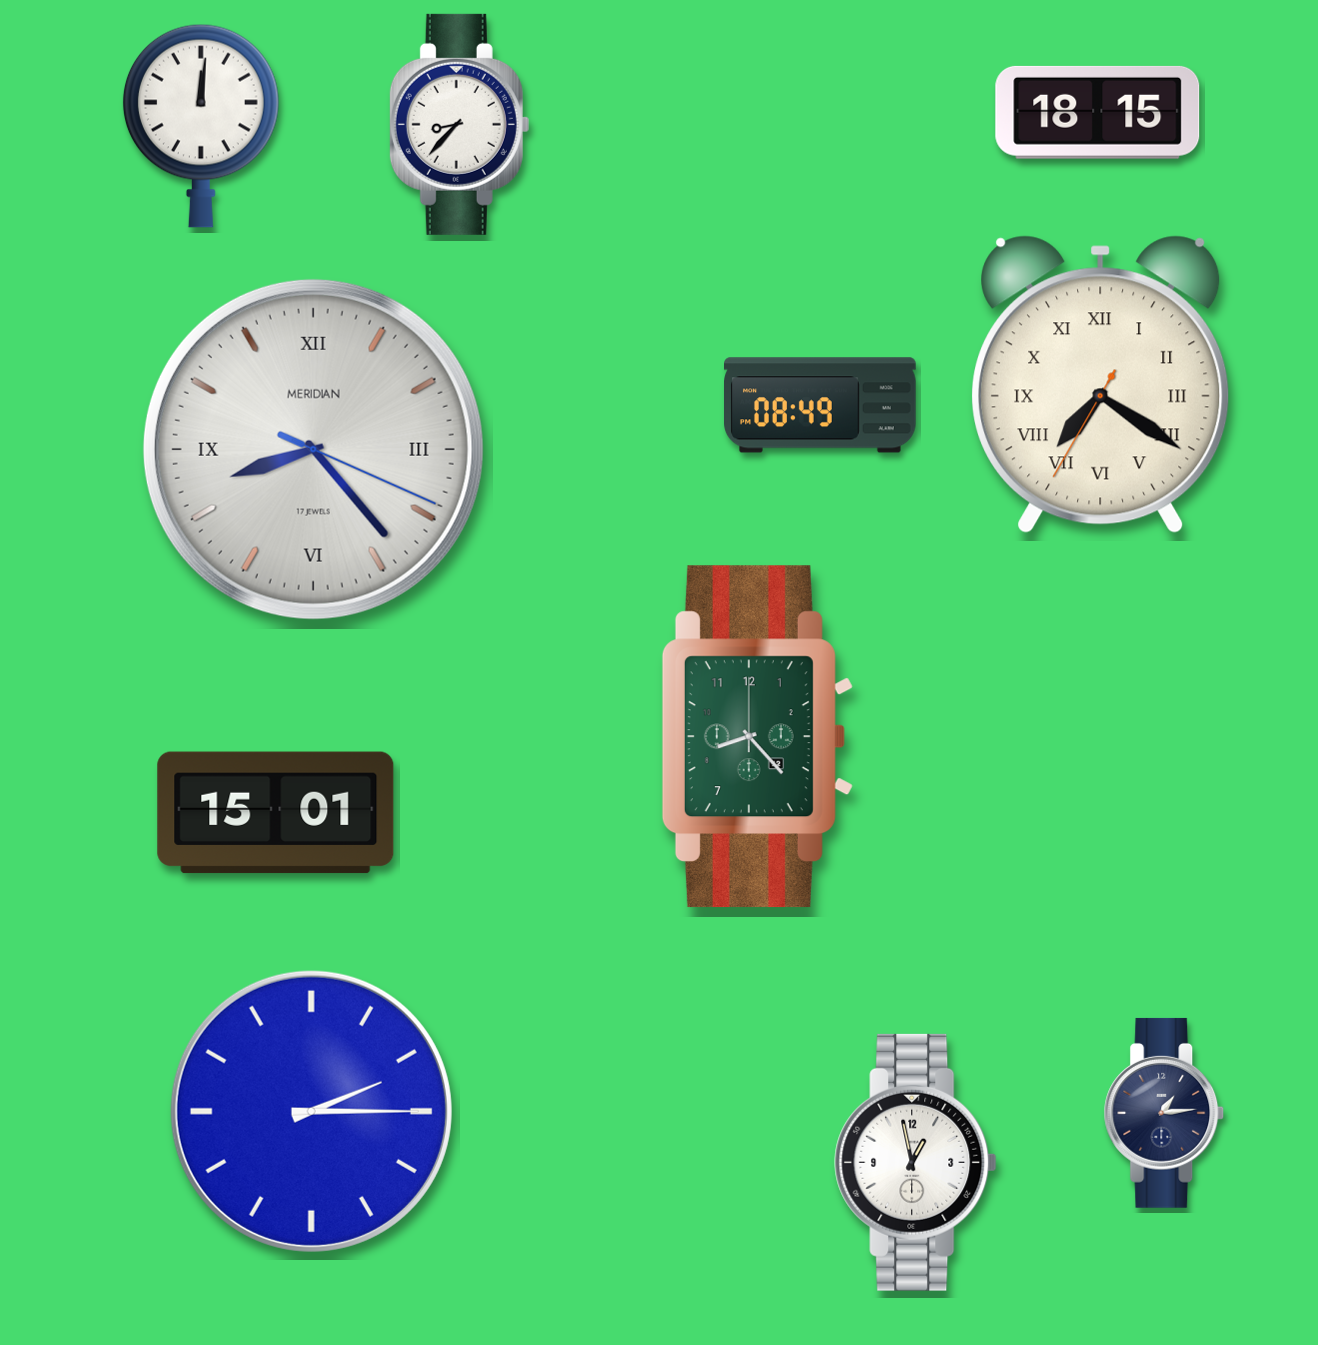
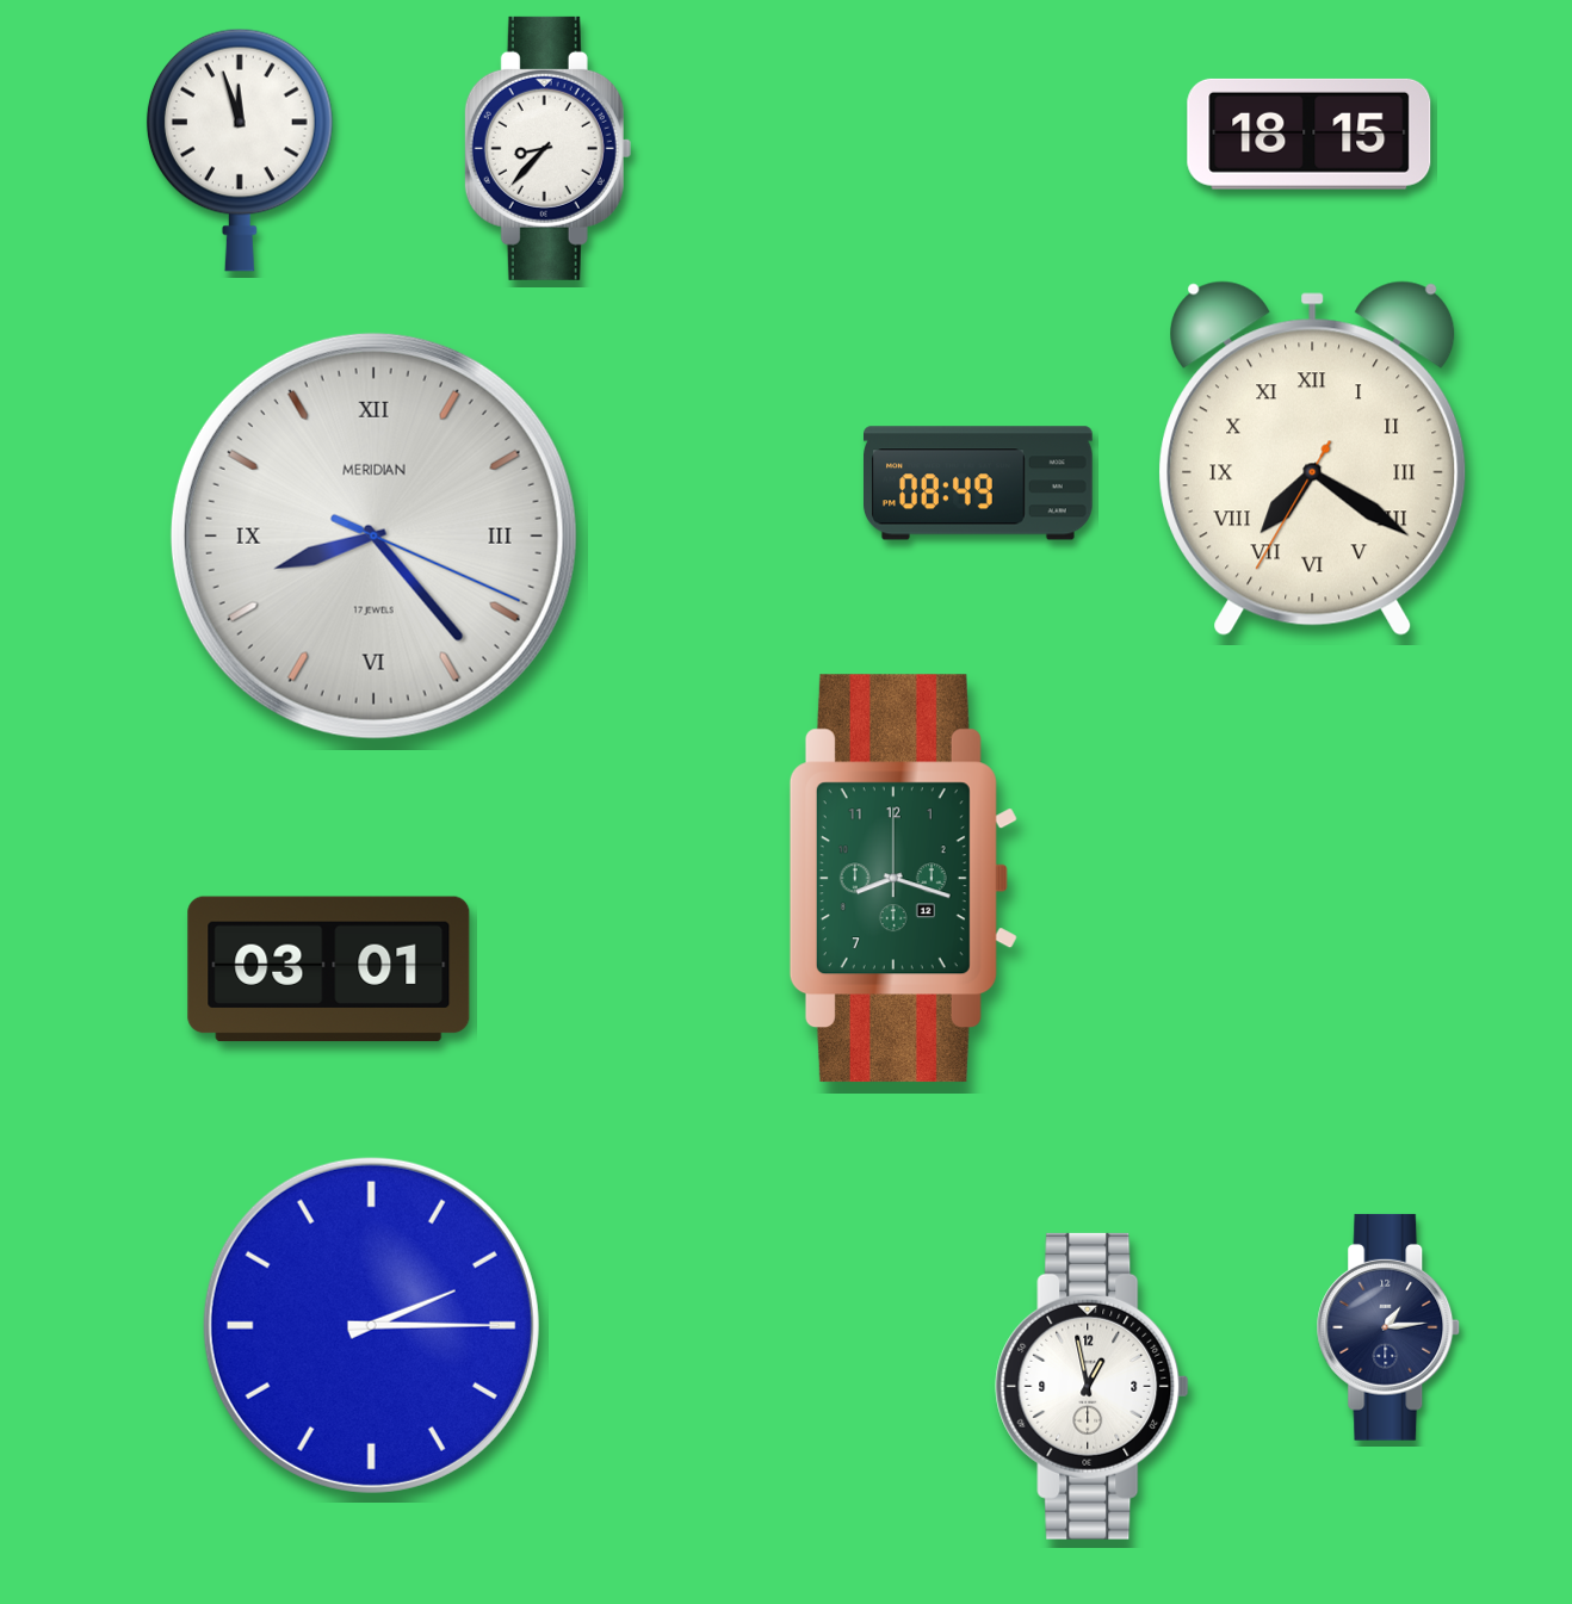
clock at (201, 126): 12:01 -> 11:57
clock at (757, 737): 8:23 -> 8:18
clock at (276, 813): 15:01 -> 03:01
